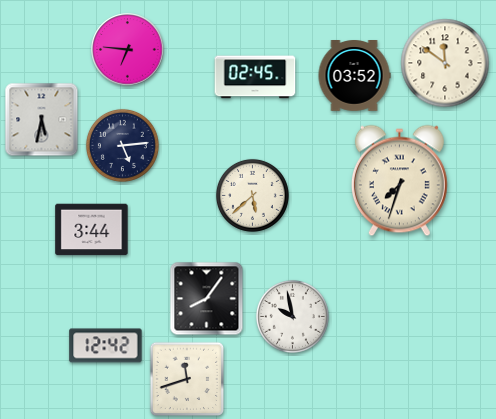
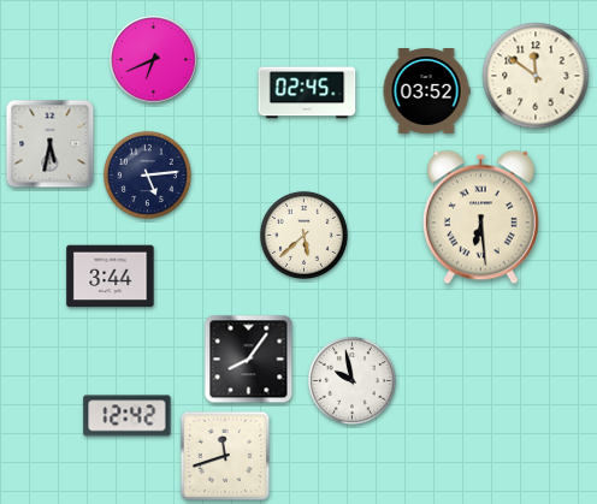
clock at (128, 50): 6:46 -> 6:41
clock at (399, 181): 7:33 -> 6:29
